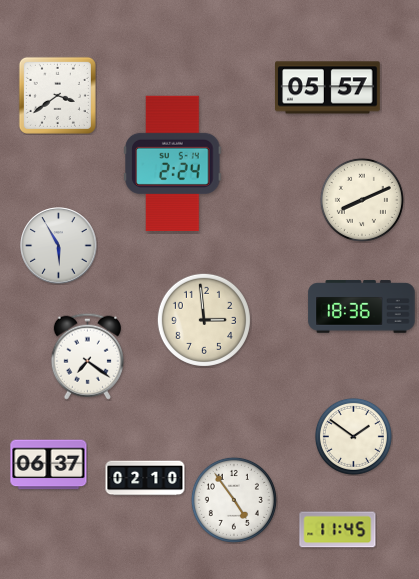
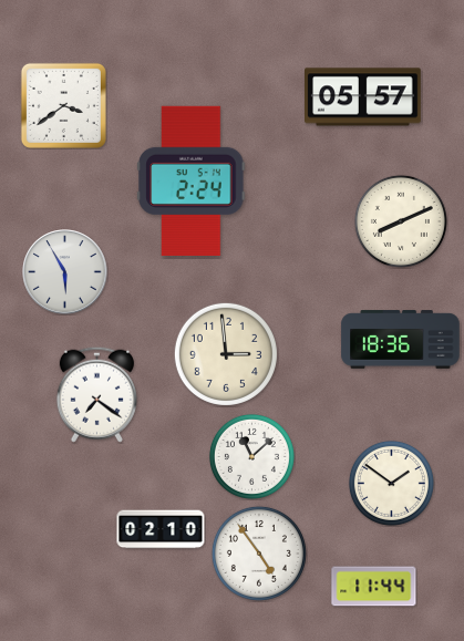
clock at (251, 456): none -> 11:08
clock at (49, 465): 06:37 -> none
clock at (338, 530): 11:45 -> 11:44
